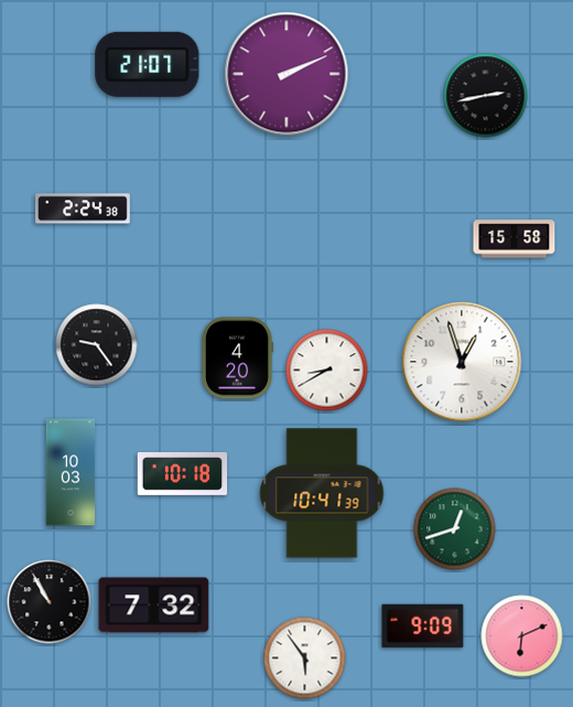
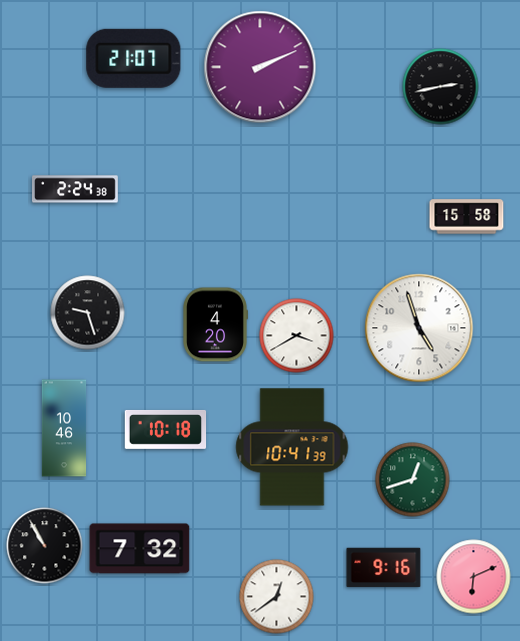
clock at (97, 345): 9:24 -> 9:27
clock at (462, 362): 12:57 -> 4:57
clock at (327, 371): 8:40 -> 3:40
clock at (71, 472): 10:03 -> 10:46
clock at (423, 626): 9:09 -> 9:16
clock at (305, 658): 5:54 -> 12:39
